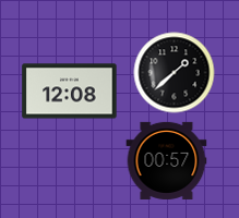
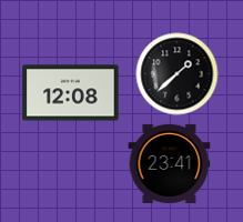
clock at (167, 160): 00:57 -> 23:41
